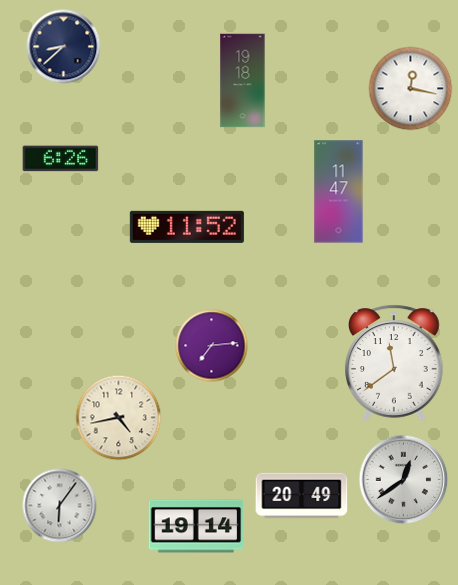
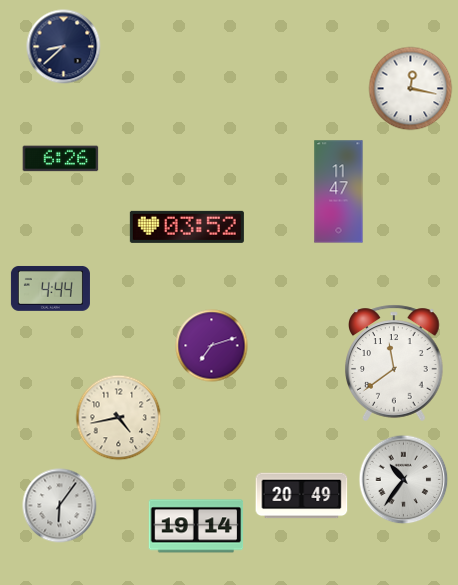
clock at (243, 81): 19:18 -> none
clock at (187, 227): 11:52 -> 03:52
clock at (50, 289): none -> 4:44
clock at (212, 346): 7:14 -> 7:12
clock at (404, 480): 12:39 -> 10:36
